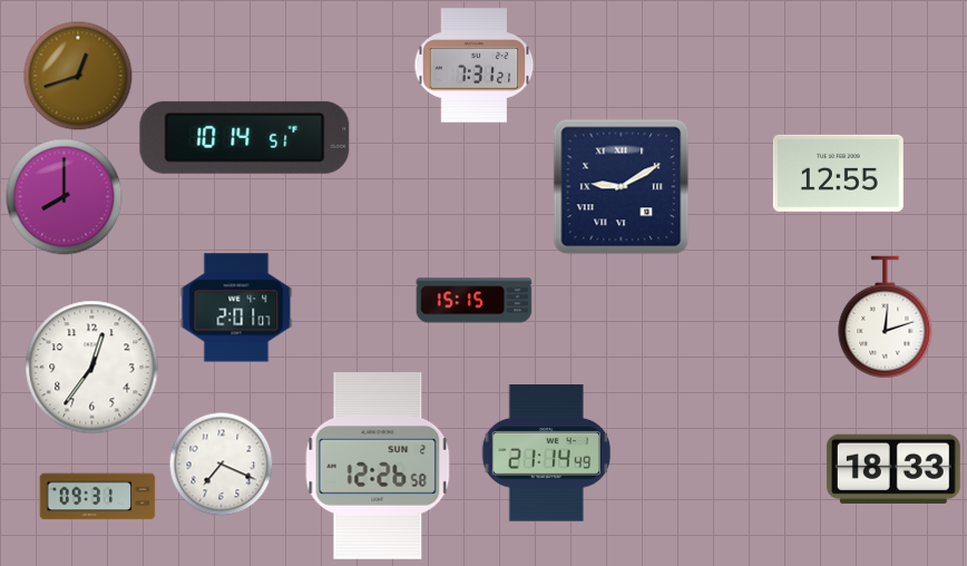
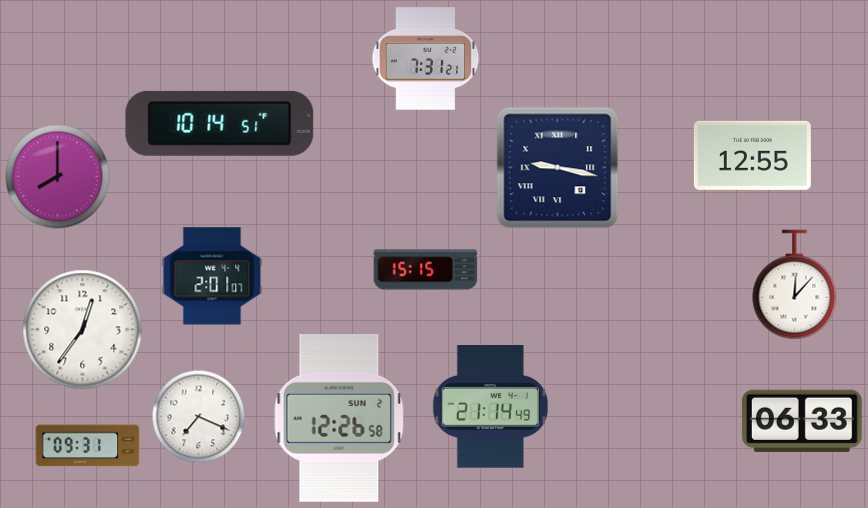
clock at (78, 76): 12:42 -> none
clock at (622, 187): 9:10 -> 9:17
clock at (886, 318): 12:12 -> 12:07
clock at (893, 469): 18:33 -> 06:33
